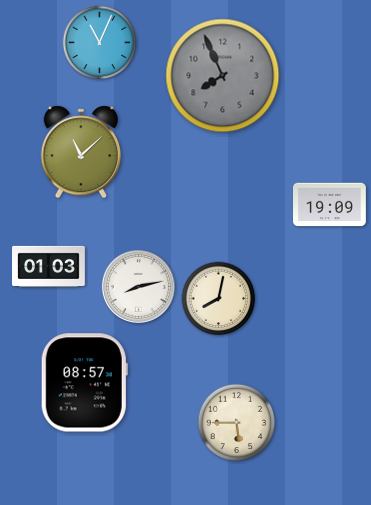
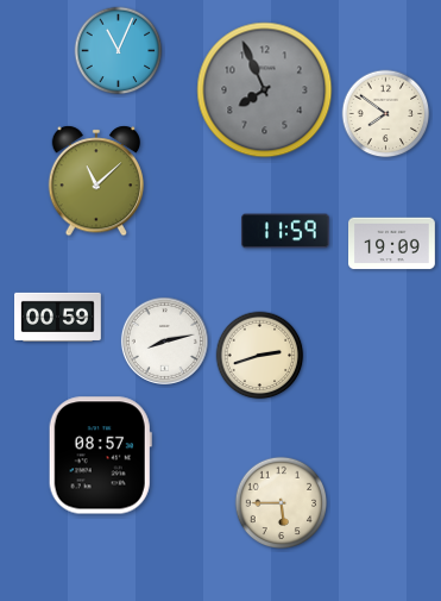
clock at (386, 114): none -> 7:51
clock at (285, 231): none -> 11:59
clock at (49, 266): 01:03 -> 00:59
clock at (219, 299): 8:02 -> 2:42
